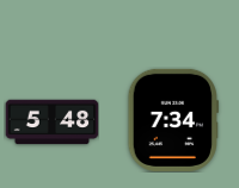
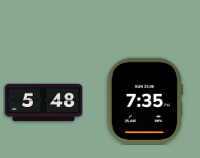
clock at (173, 120): 7:34 -> 7:35
